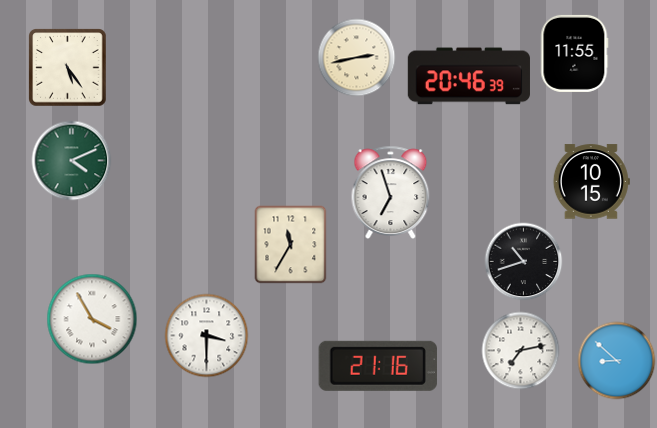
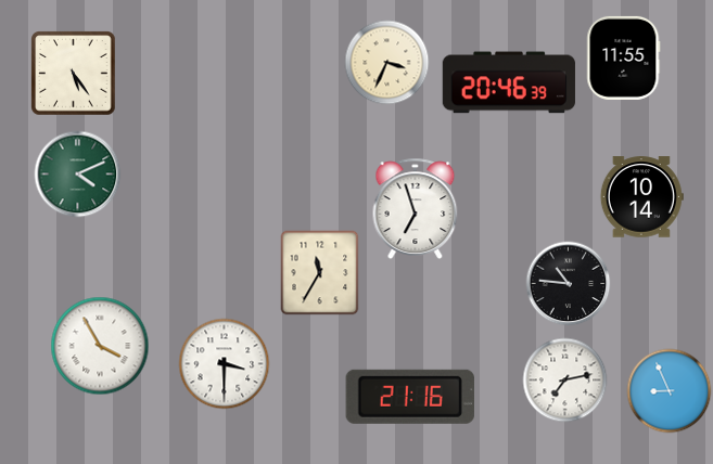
clock at (356, 57): 2:43 -> 3:34
clock at (591, 182): 10:15 -> 10:14
clock at (391, 192) position: (391, 192) -> (416, 208)
clock at (291, 244) position: (291, 244) -> (320, 272)
clock at (523, 261): 10:42 -> 10:46
clock at (616, 360): 8:52 -> 8:56
